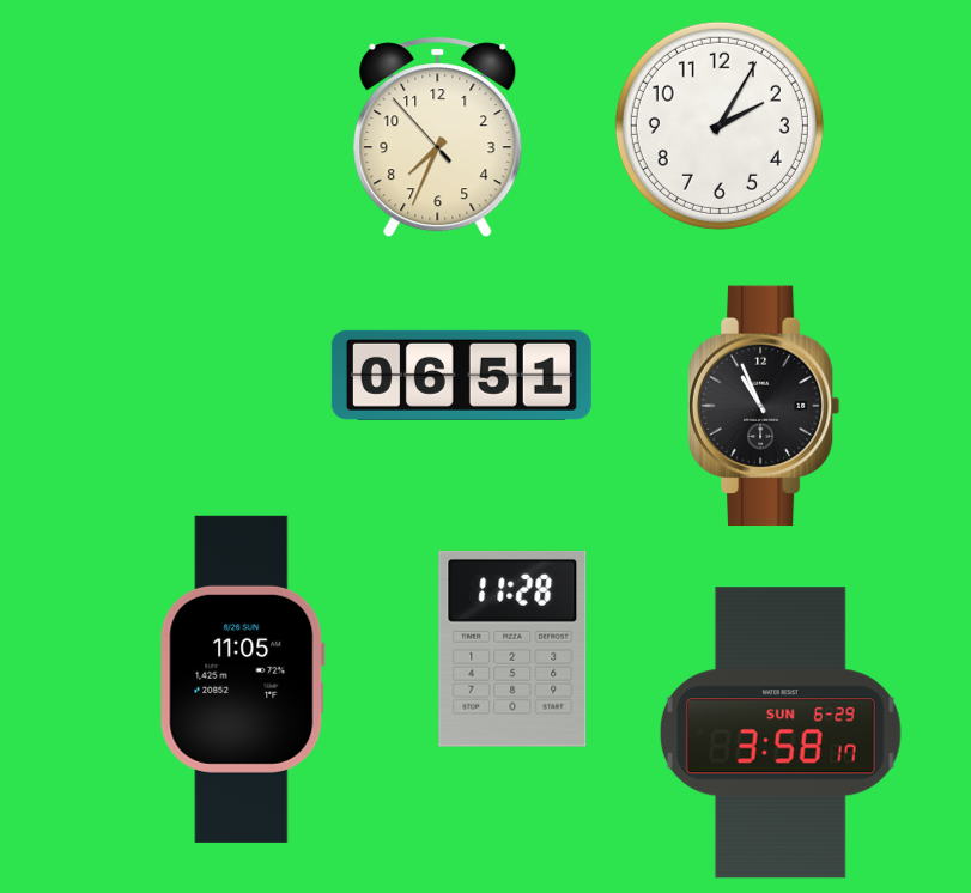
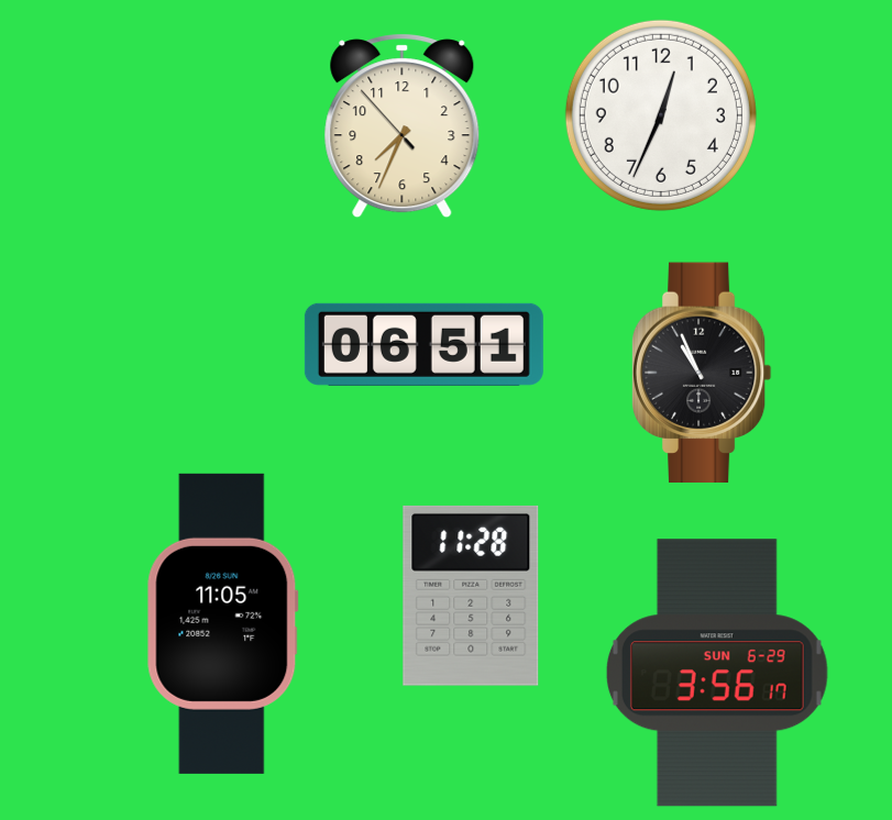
clock at (720, 126): 2:05 -> 12:34
clock at (781, 733): 3:58 -> 3:56
